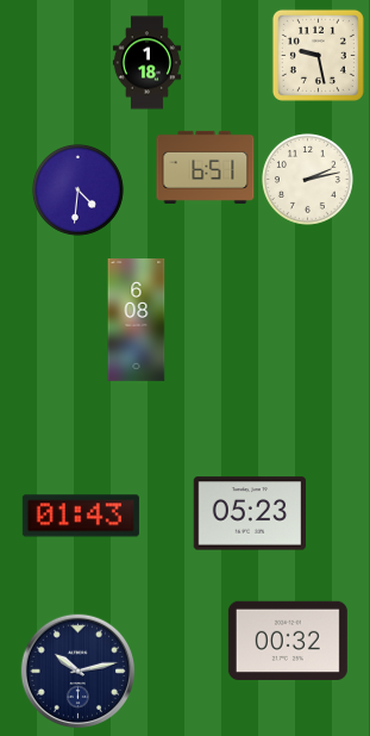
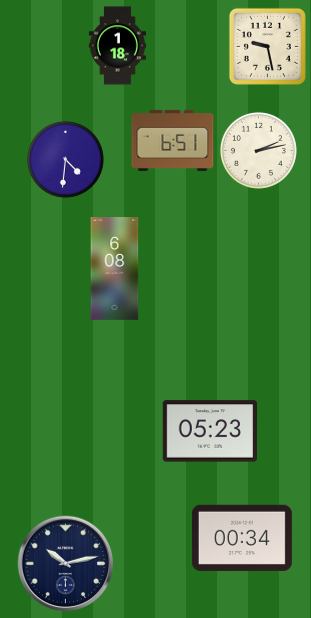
clock at (146, 63) position: (146, 63) -> (117, 46)
clock at (81, 516): 01:43 -> none
clock at (288, 640): 00:32 -> 00:34
